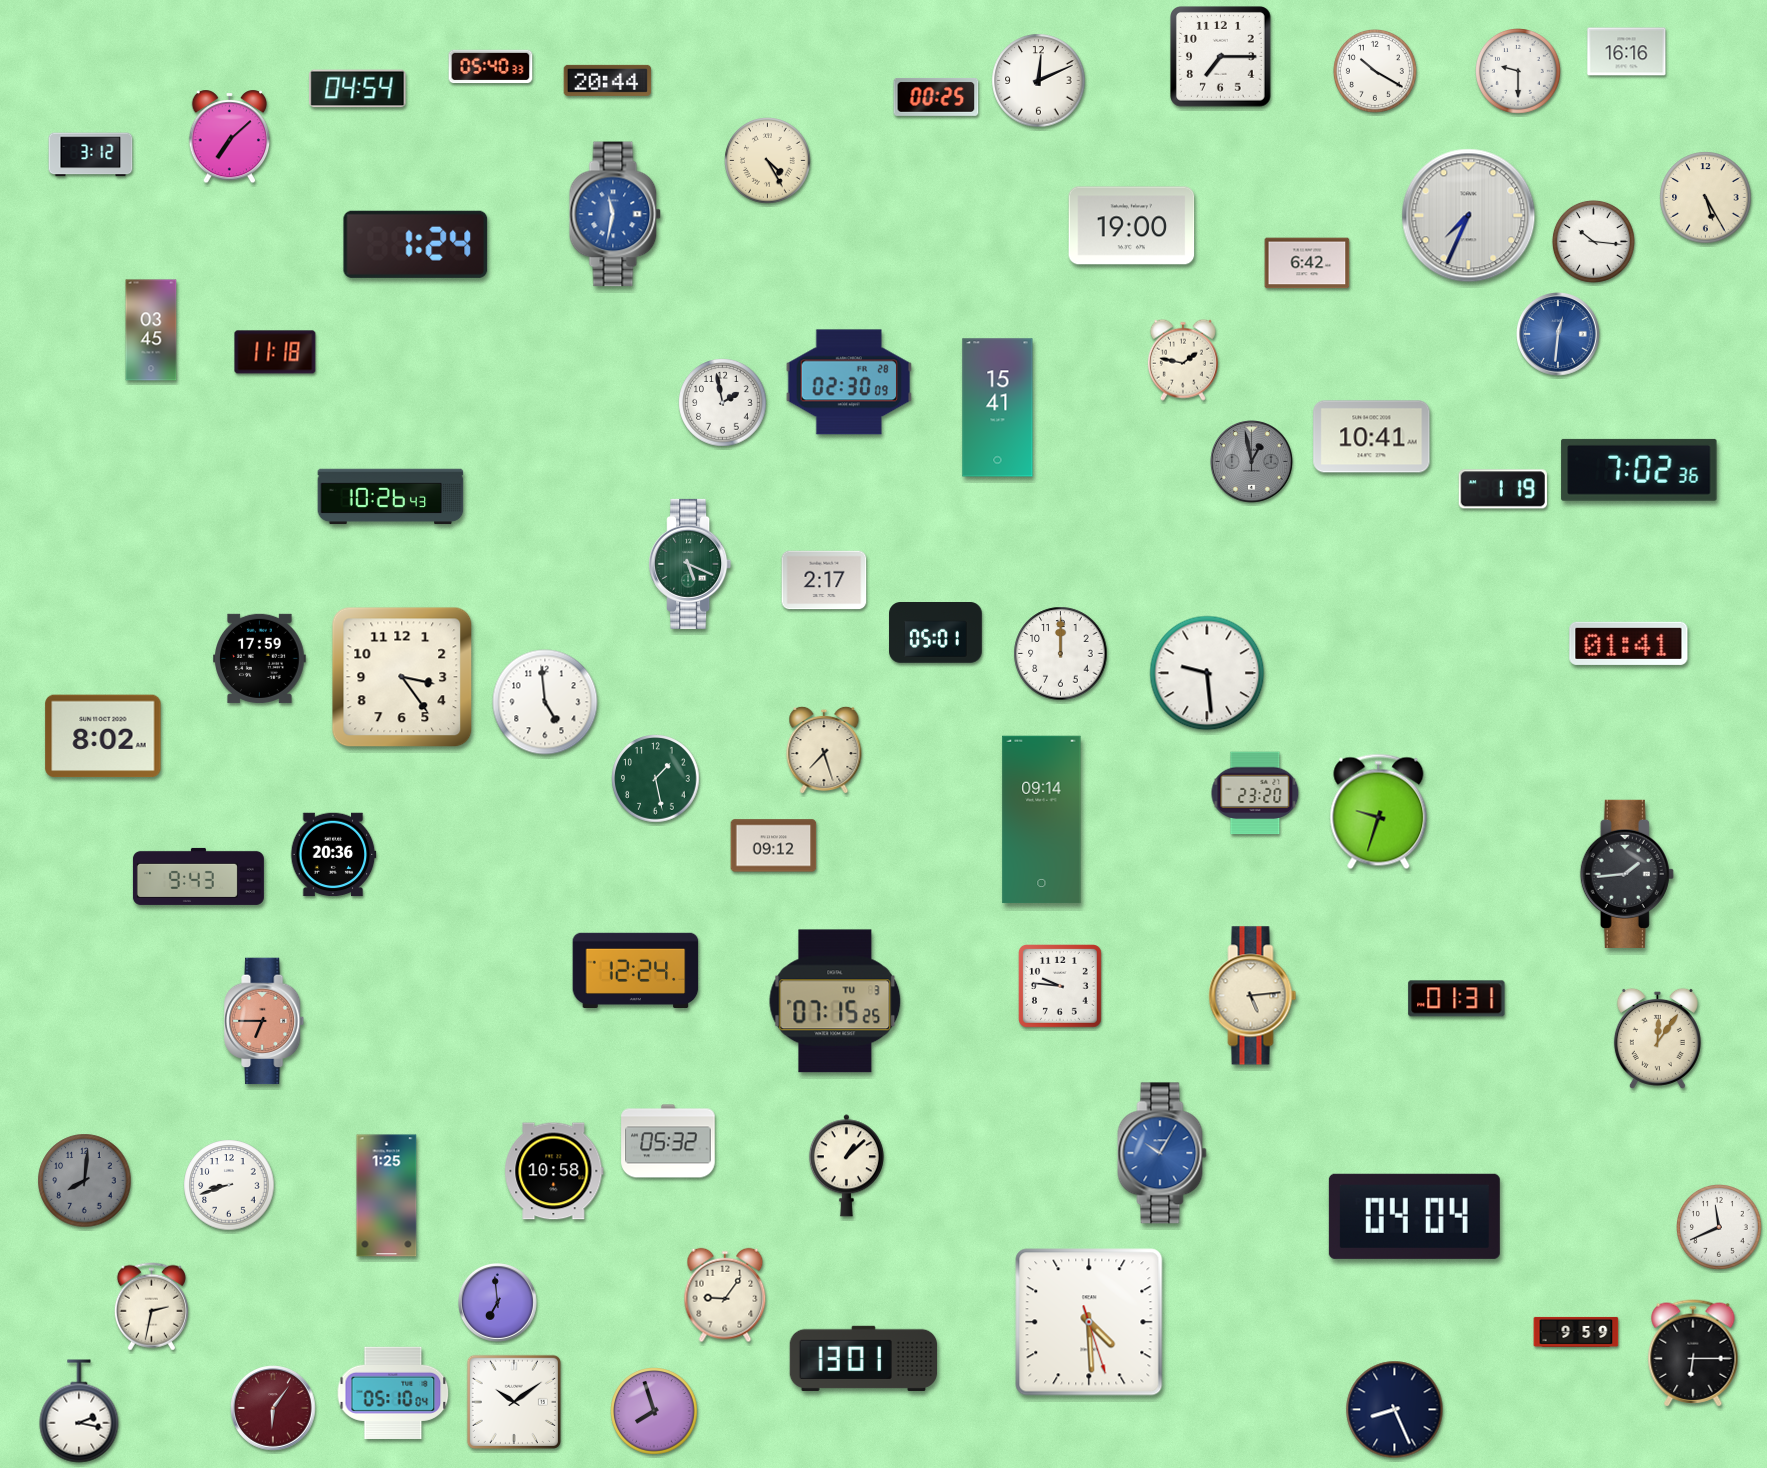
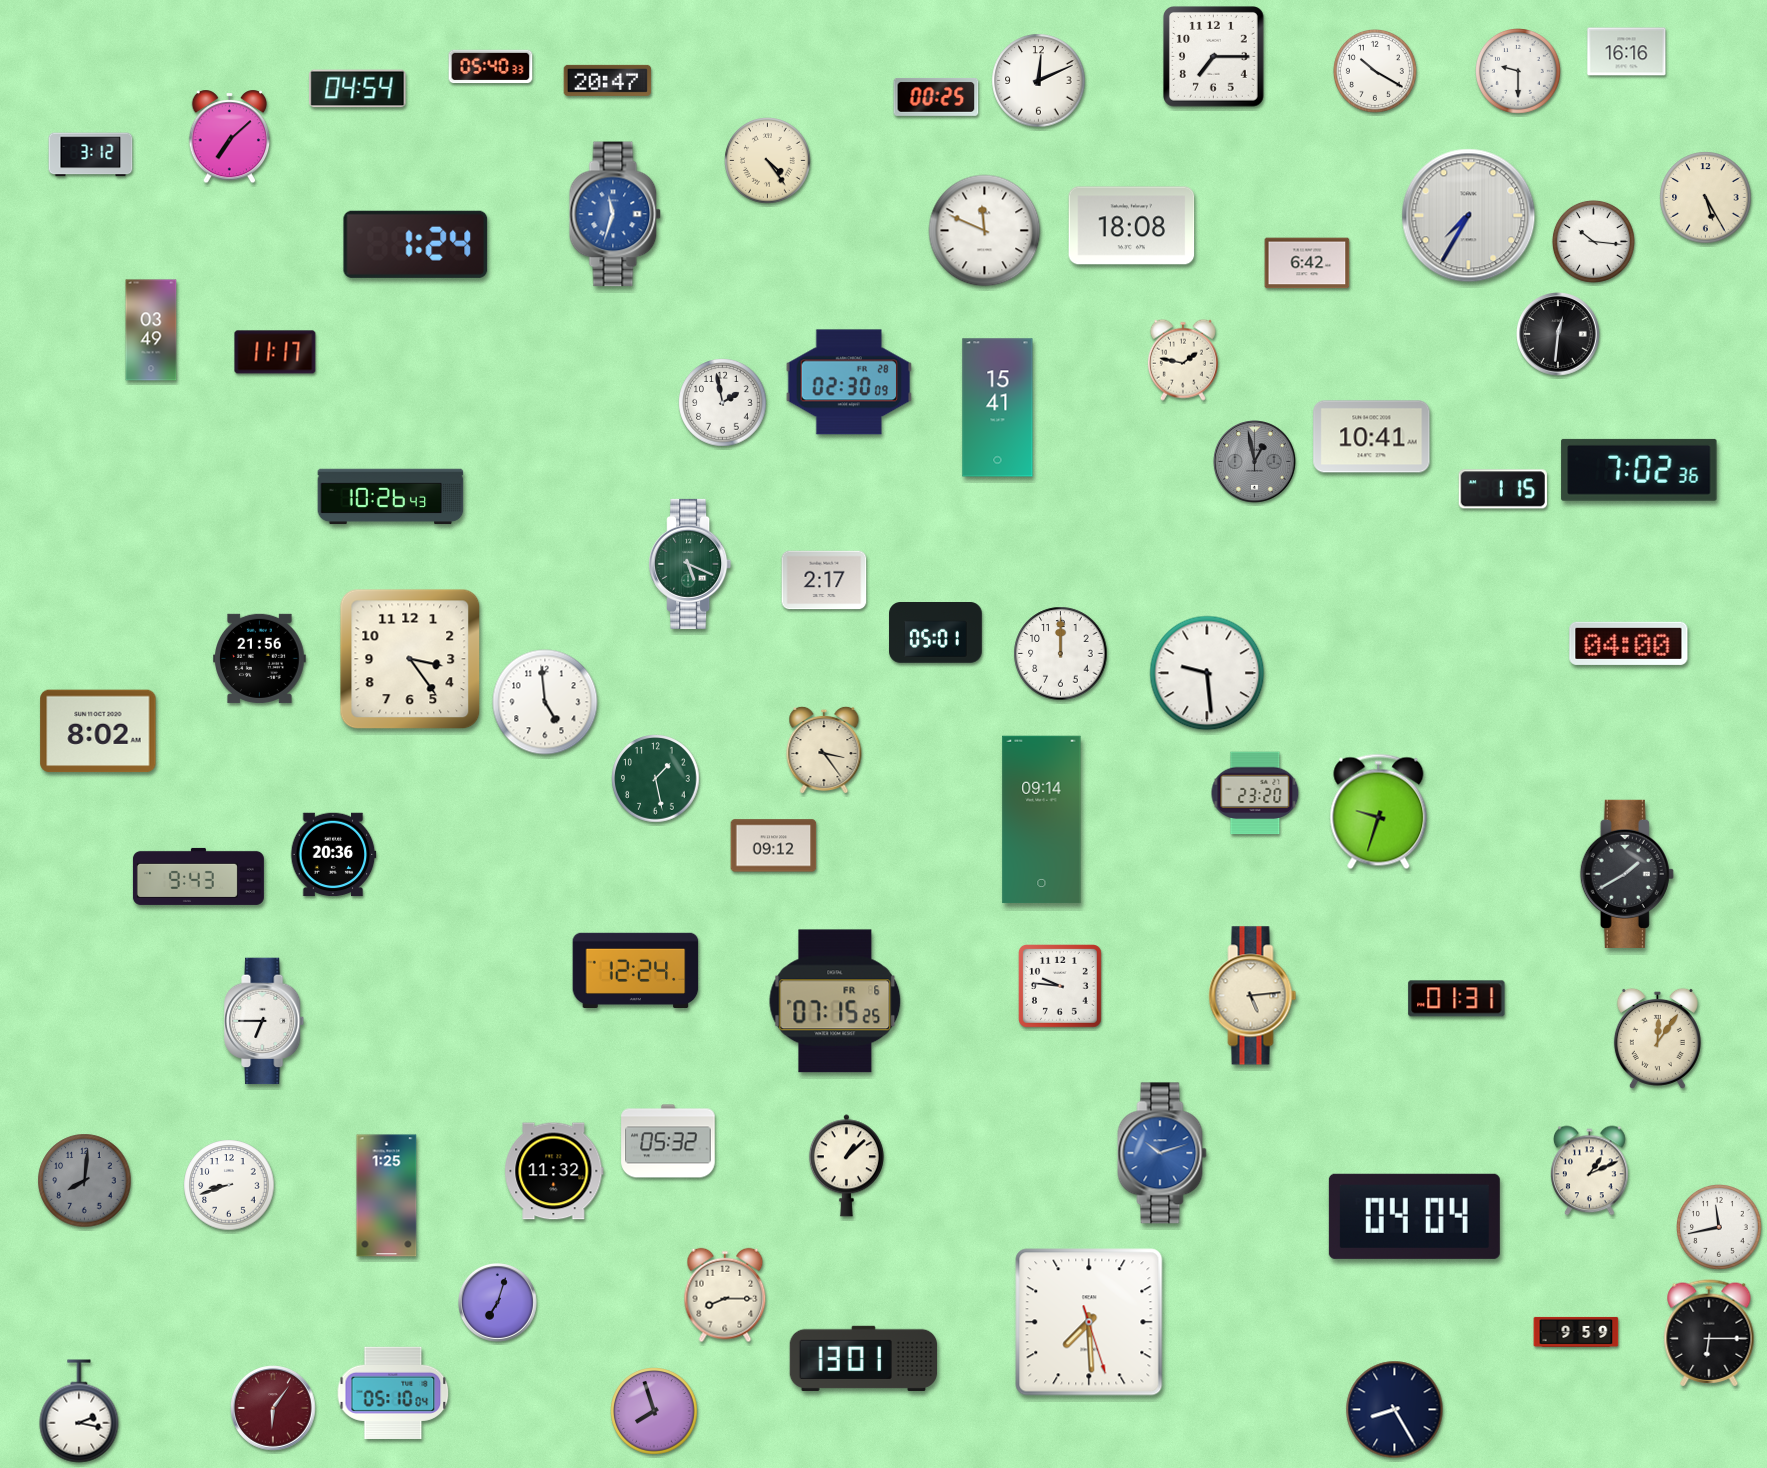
clock at (1221, 57) position: (1221, 57) -> (1214, 57)
clock at (608, 80): 20:44 -> 20:47
clock at (768, 161): 4:25 -> 4:24
clock at (615, 214): 11:32 -> 11:33
clock at (1469, 216): 7:34 -> 7:35
clock at (1132, 226): 19:00 -> 18:08
clock at (985, 231): none -> 11:49
clock at (151, 330): 03:45 -> 03:49
clock at (1558, 334) dial: blue -> black
clock at (275, 352): 11:18 -> 11:17
clock at (1252, 462) position: (1252, 462) -> (1255, 462)
clock at (1503, 489): 1:19 -> 1:15
clock at (1629, 643): 01:41 -> 04:00
clock at (260, 658): 17:59 -> 21:56
clock at (402, 677) position: (402, 677) -> (410, 659)
clock at (103, 736) position: (103, 736) -> (98, 731)
clock at (824, 749): 7:27 -> 3:24
clock at (1627, 874): 1:44 -> 1:40
clock at (835, 1001) date: TU 3 -> FR 6
clock at (265, 1021) dial: salmon -> white
clock at (1162, 1153): 10:05 -> 10:12
clock at (554, 1171): 10:58 -> 11:32
clock at (1590, 1171): none -> 1:11
clock at (1720, 1228): 11:41 -> 11:43
clock at (725, 1295): 9:06 -> 8:15
clock at (498, 1303): 6:59 -> 7:03
clock at (151, 1307): 2:32 -> none
clock at (1089, 1322): 4:29 -> 7:29
clock at (1693, 1353) position: (1693, 1353) -> (1709, 1333)
clock at (514, 1402): 10:09 -> none
clock at (1395, 1410): 8:26 -> 8:25
